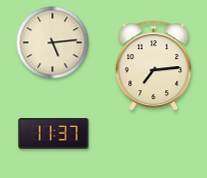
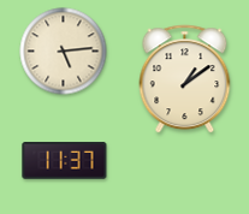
clock at (154, 66): 7:14 -> 1:09
